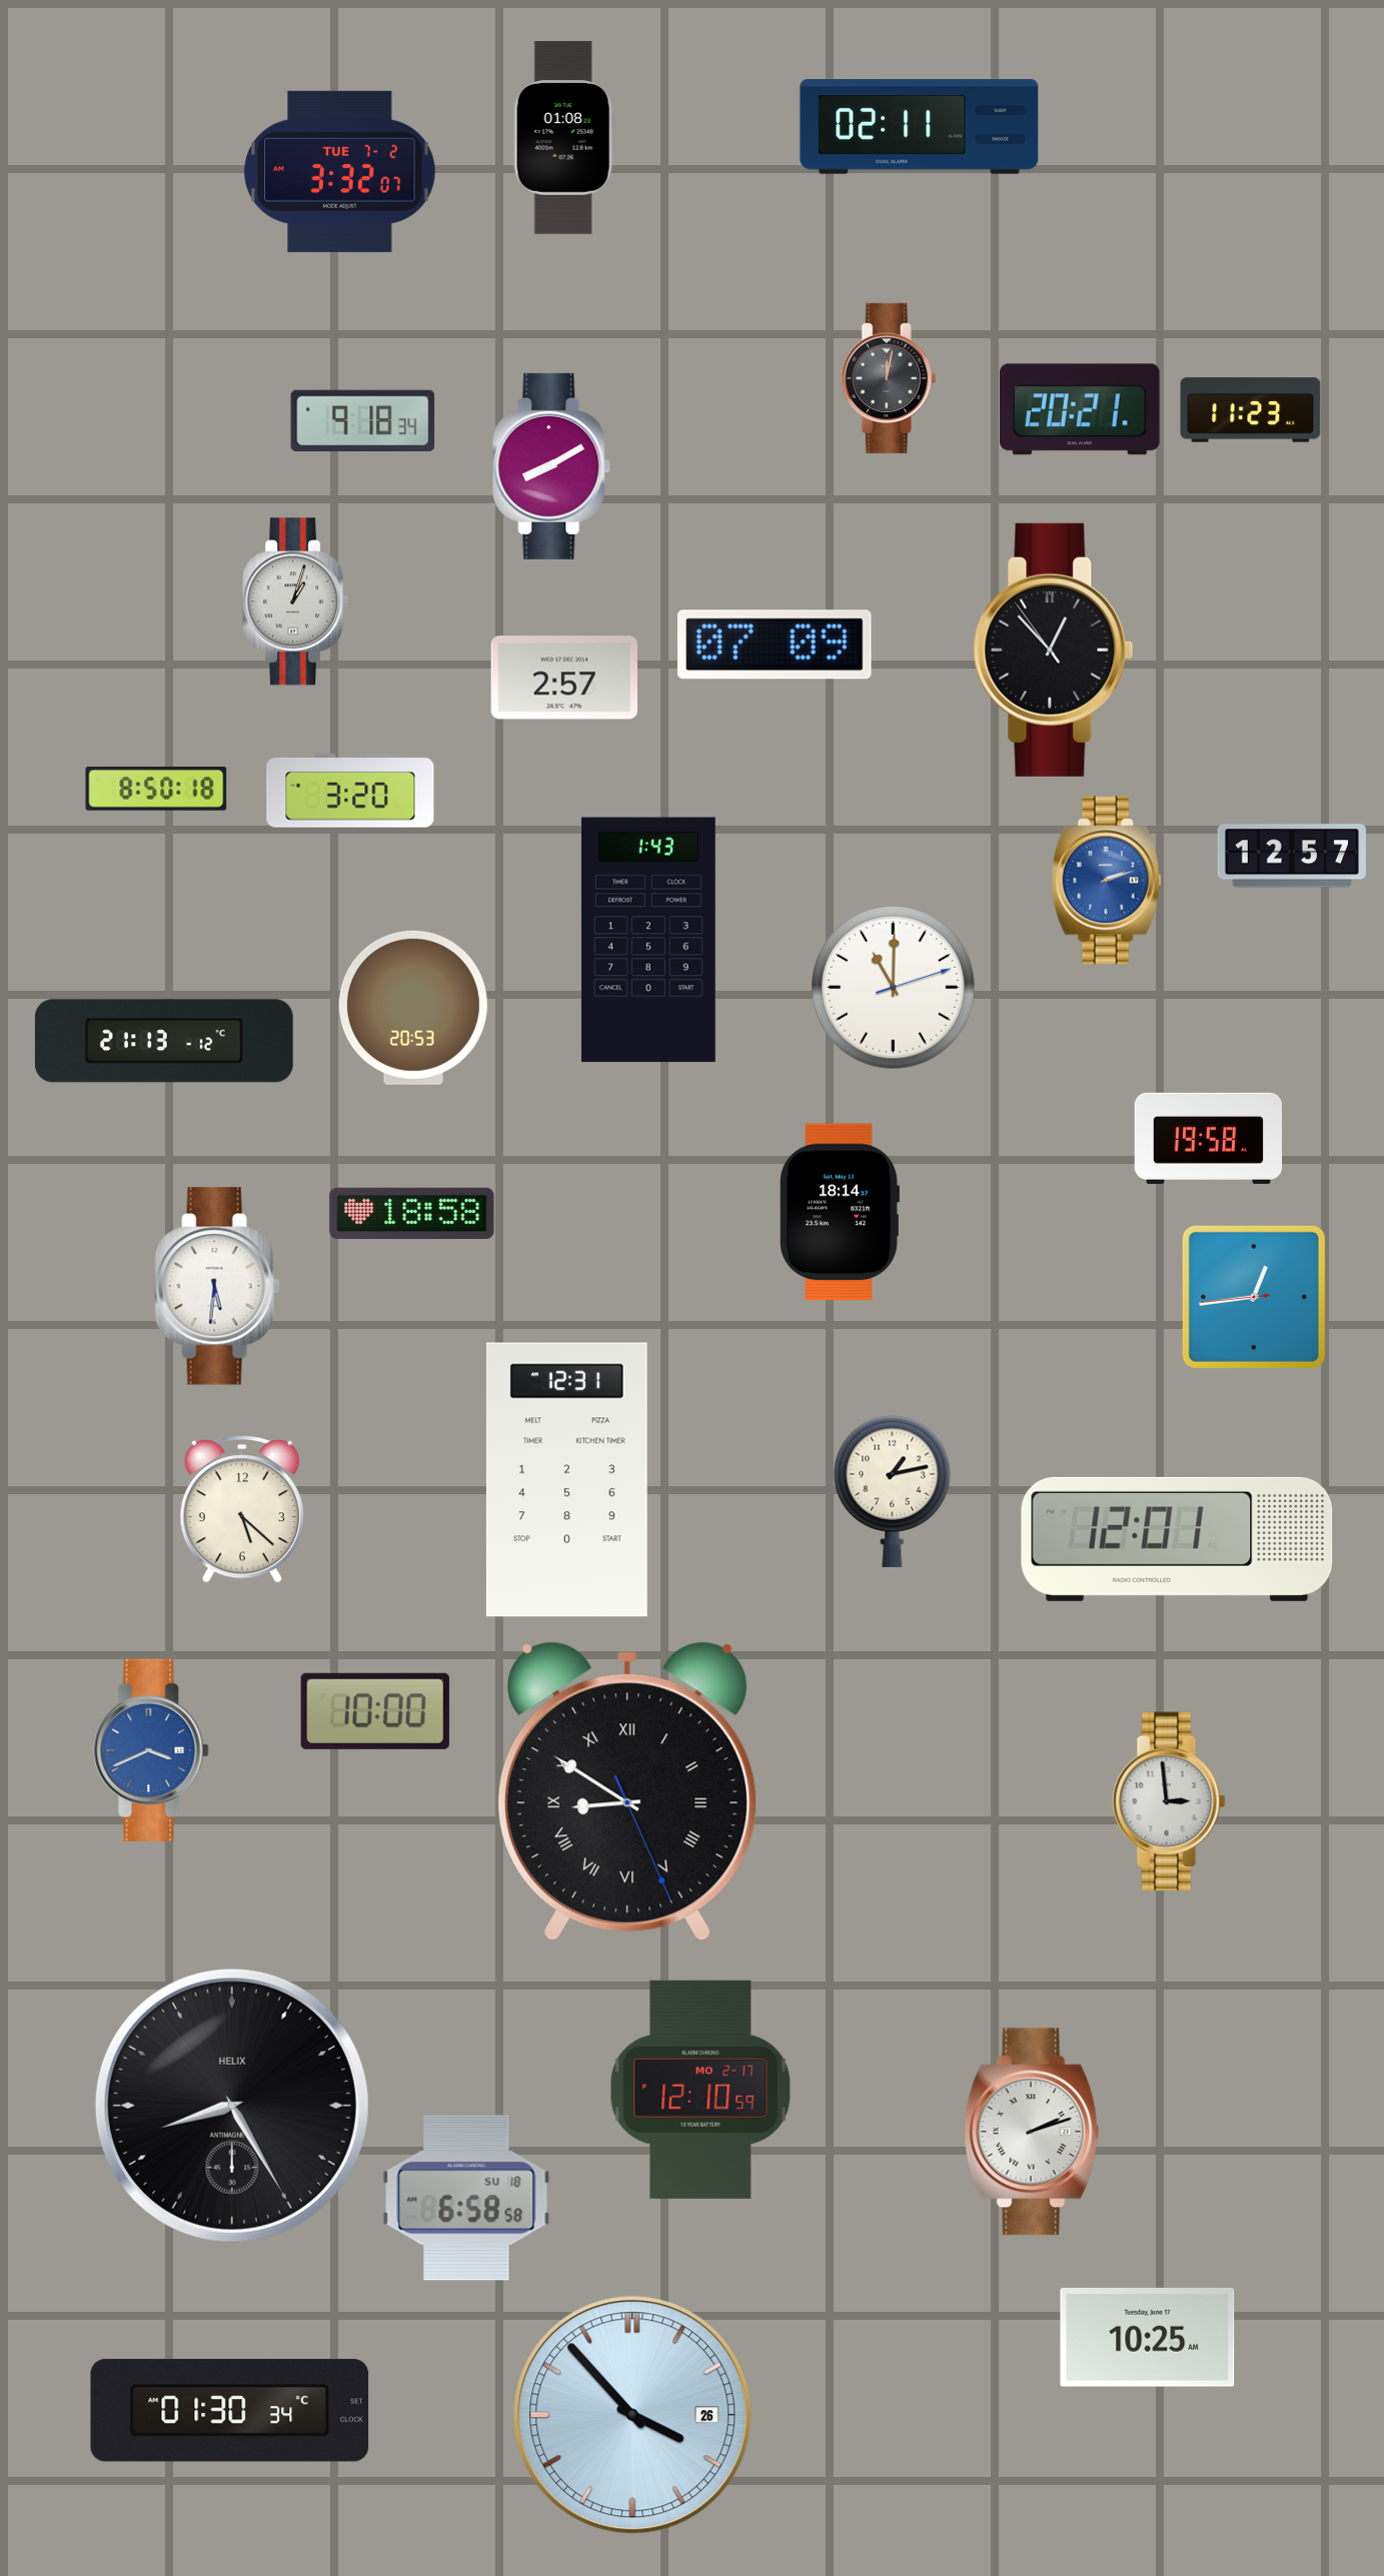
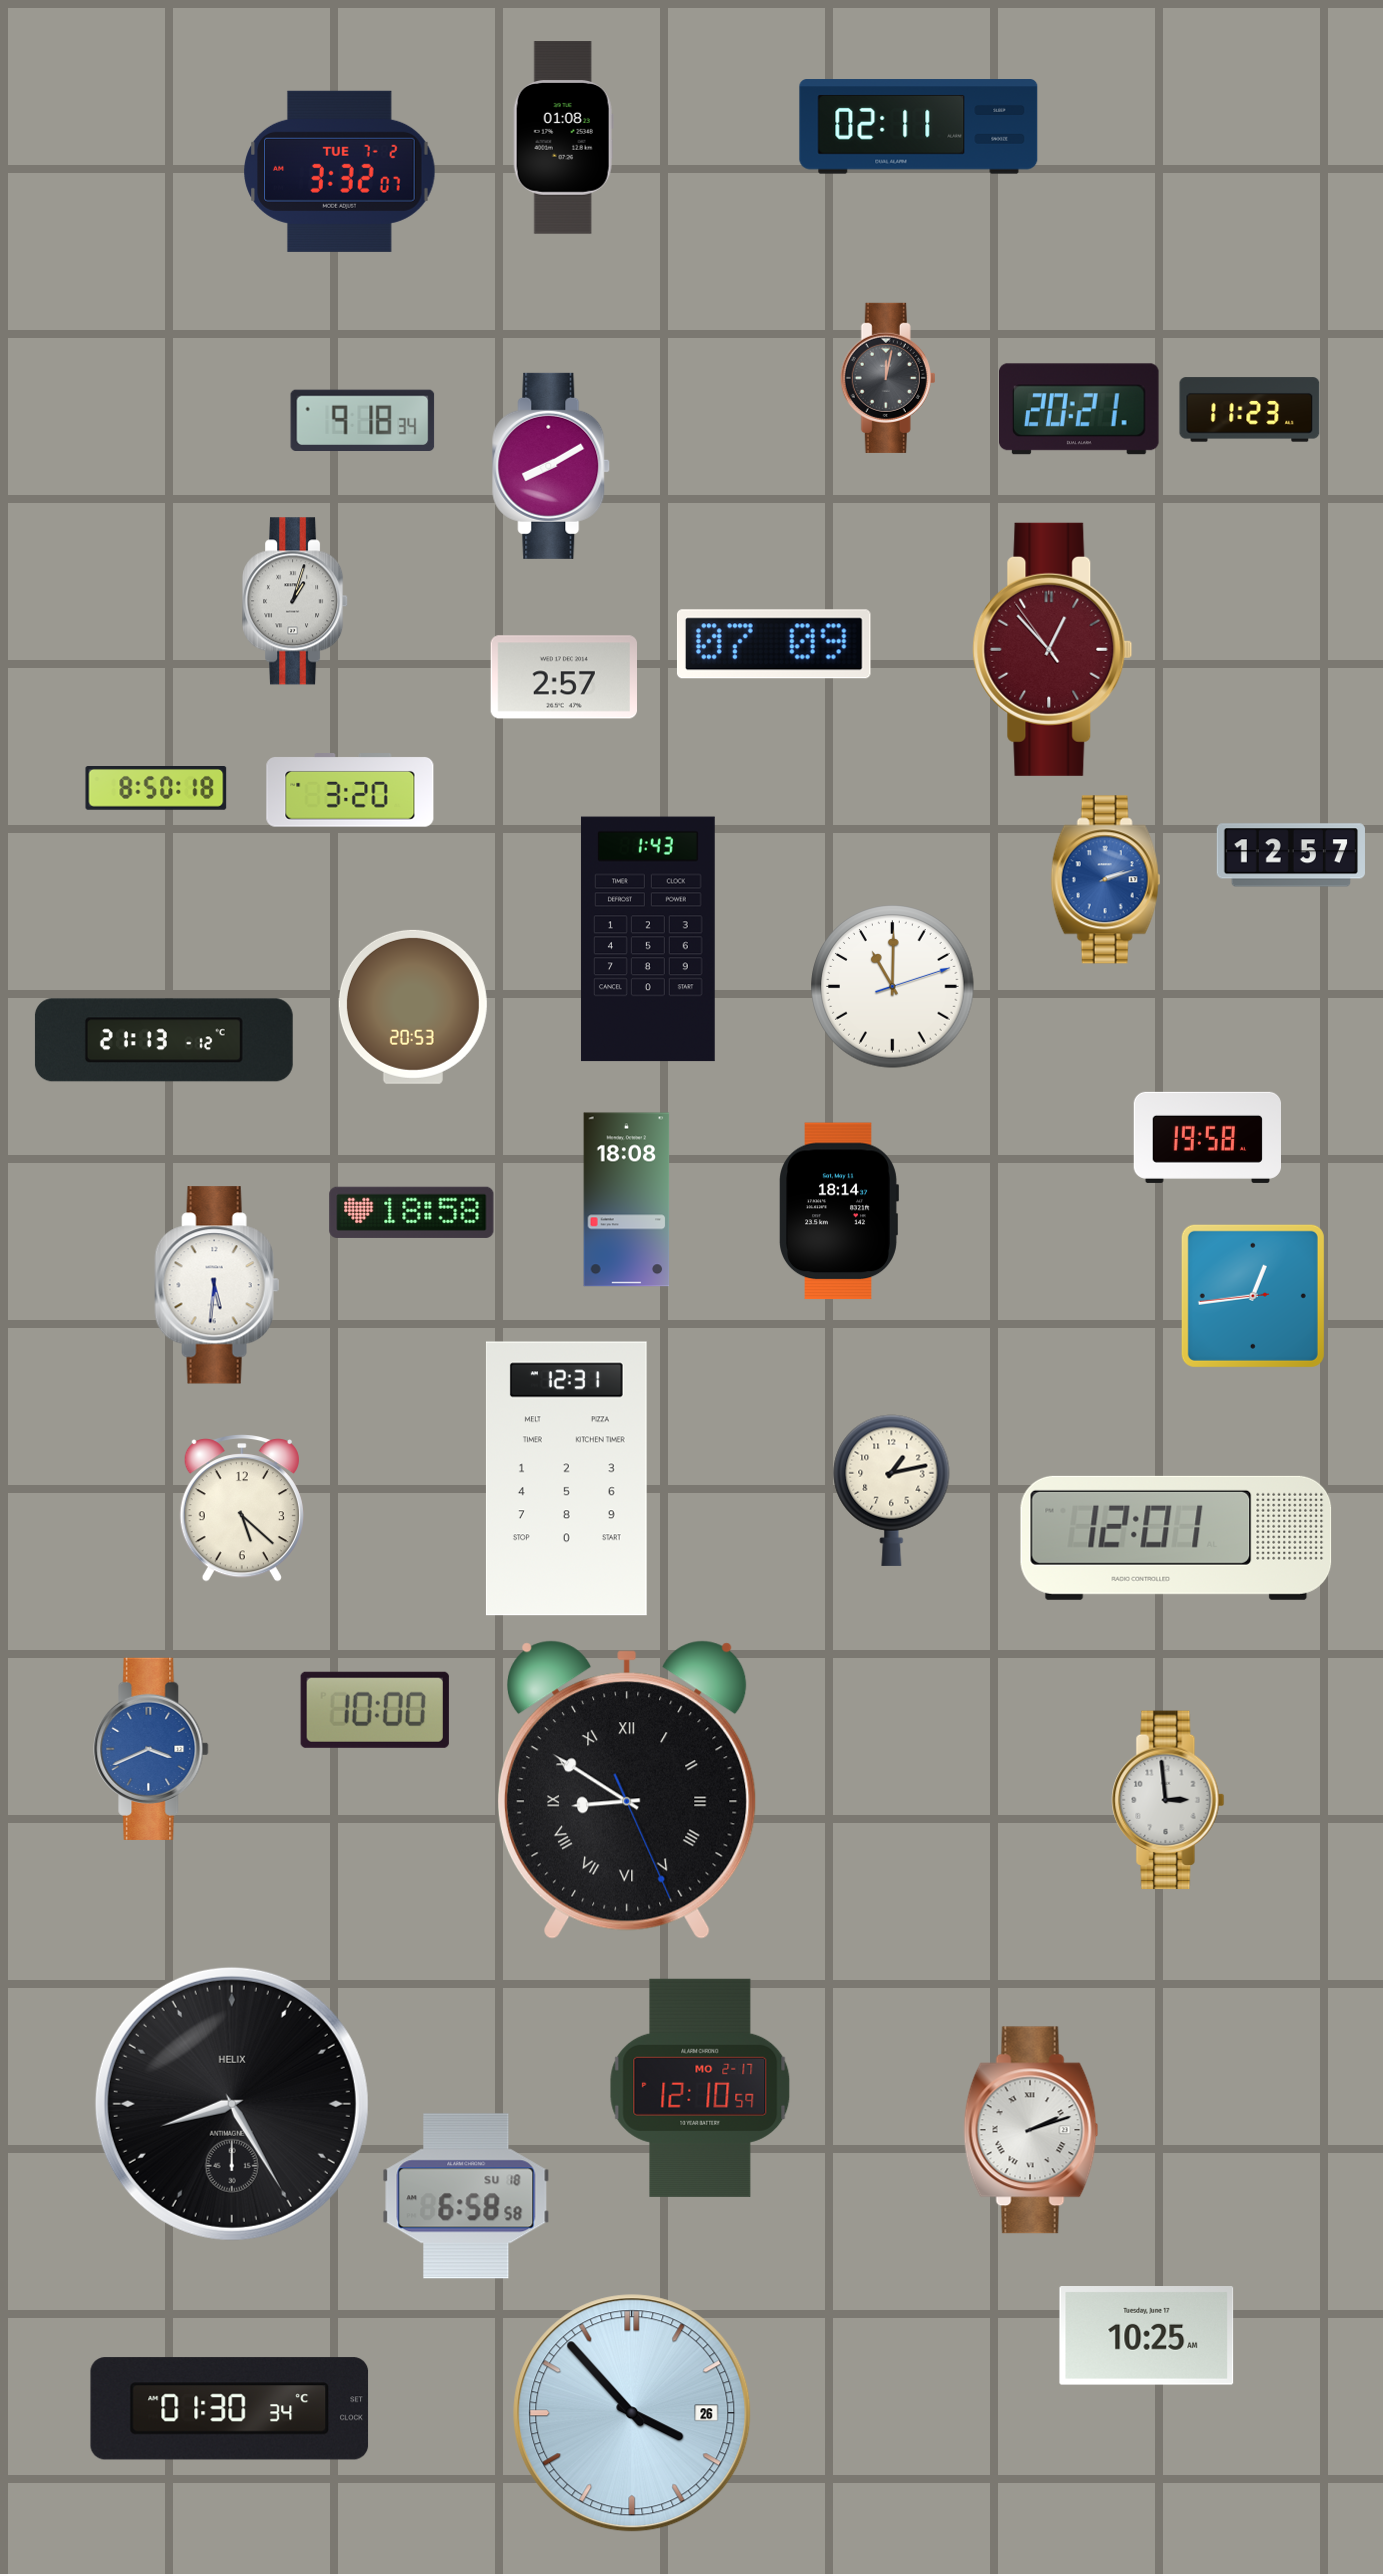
clock at (1054, 650) dial: black -> burgundy
clock at (627, 1200): none -> 18:08
